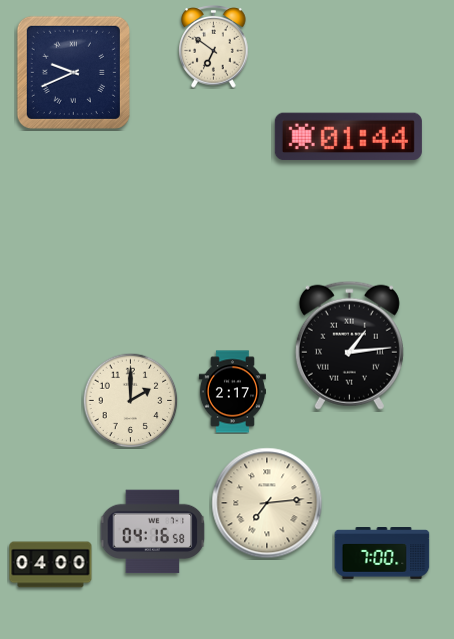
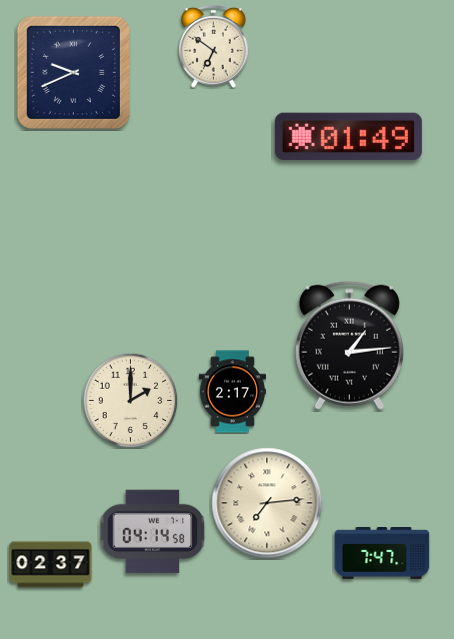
clock at (348, 137): 01:44 -> 01:49
clock at (153, 532): 04:16 -> 04:14
clock at (382, 554): 7:00 -> 7:47
clock at (51, 565): 04:00 -> 02:37
